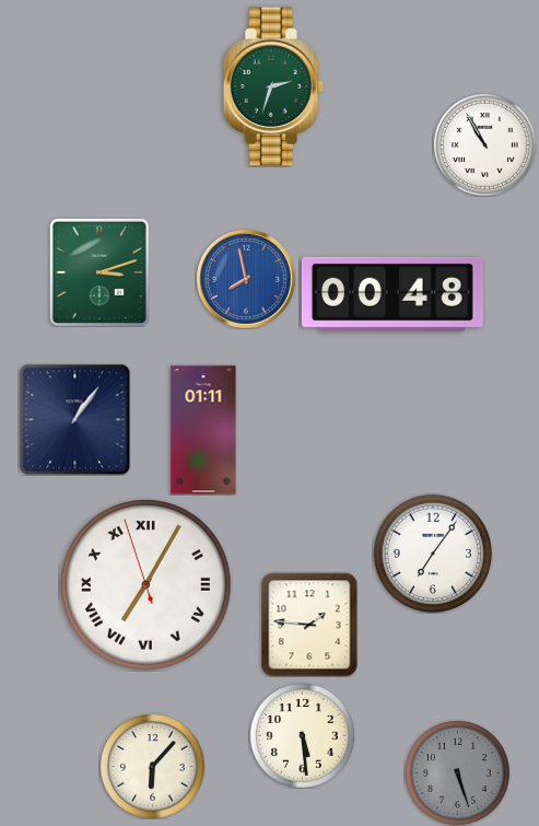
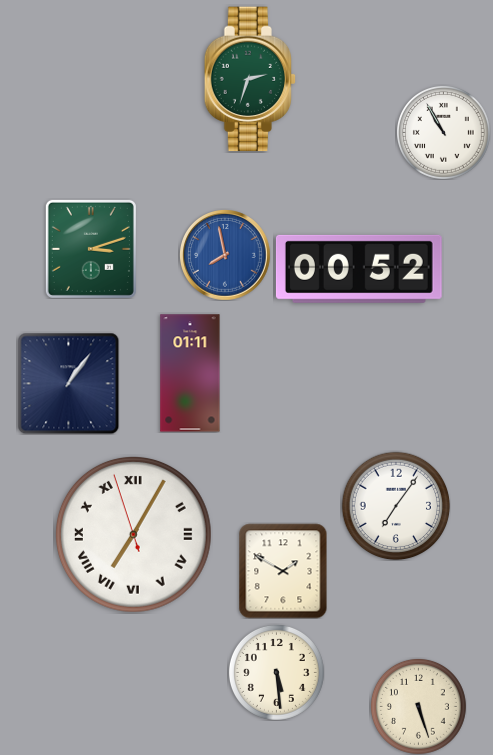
clock at (392, 294): 00:48 -> 00:52
clock at (203, 430) position: (203, 430) -> (190, 373)
clock at (309, 625): 1:46 -> 1:50
clock at (152, 766): 6:07 -> none
clock at (457, 772) dial: grey -> cream
